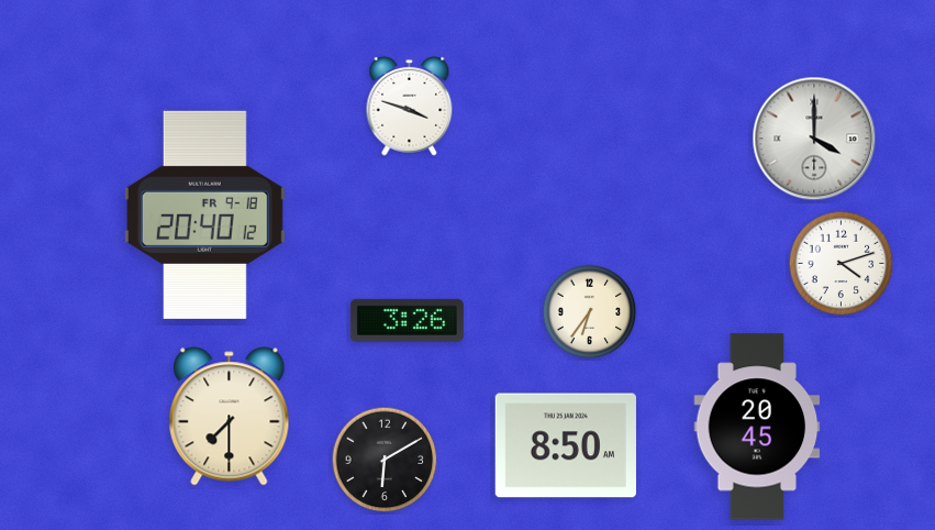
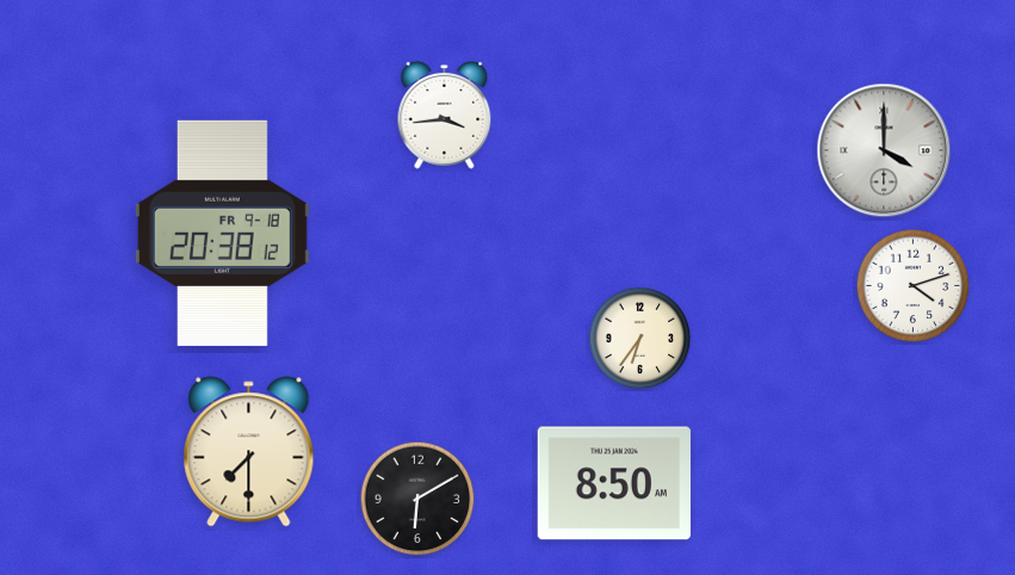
clock at (410, 106): 3:48 -> 3:44
clock at (204, 214): 20:40 -> 20:38
clock at (407, 320): 3:26 -> none
clock at (757, 427): 20:45 -> none
